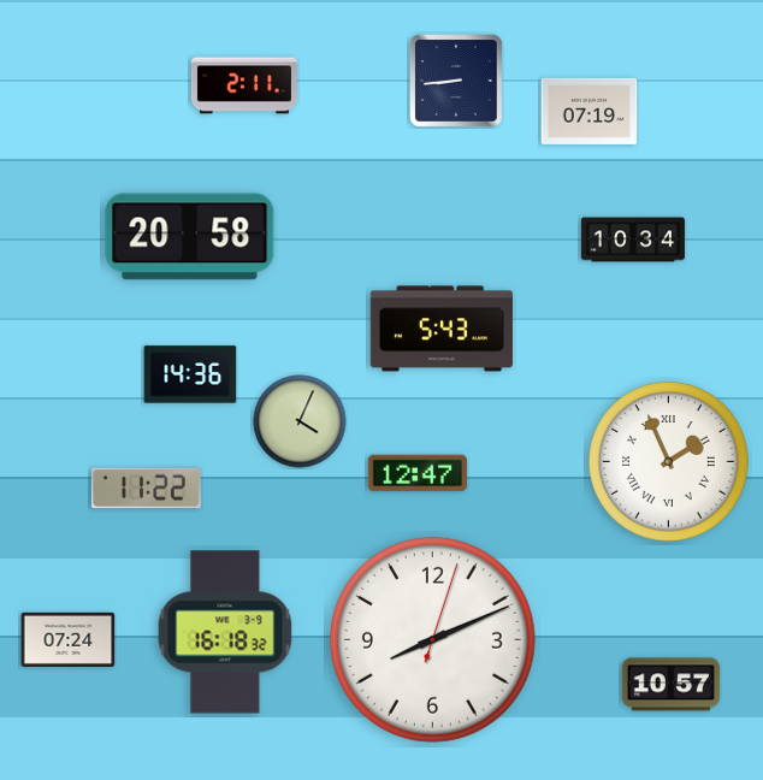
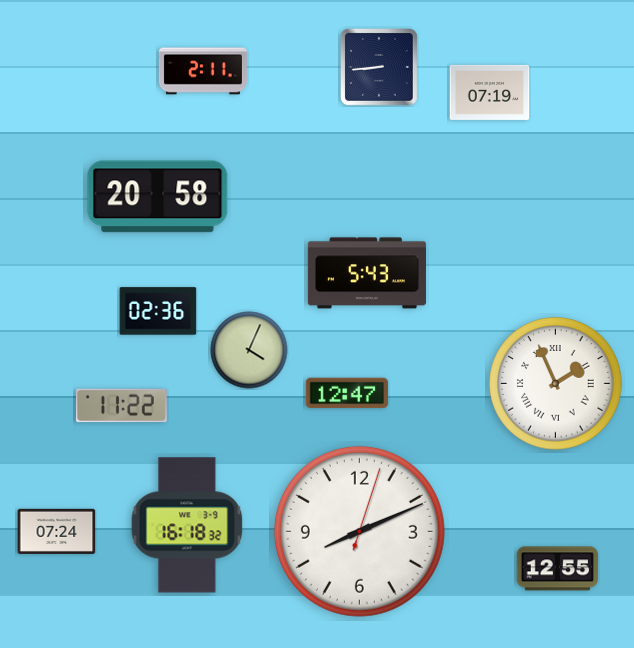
clock at (633, 240): 10:34 -> none
clock at (190, 374): 14:36 -> 02:36
clock at (672, 685): 10:57 -> 12:55
